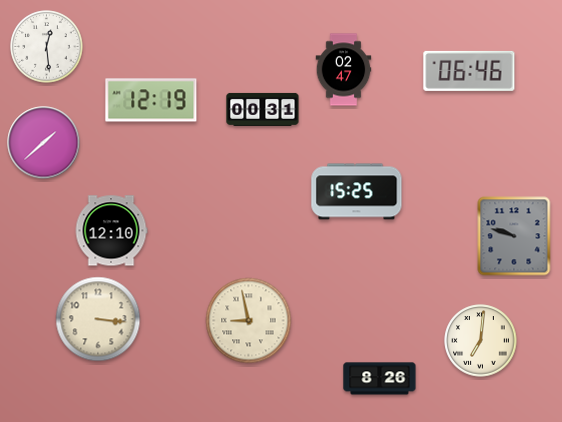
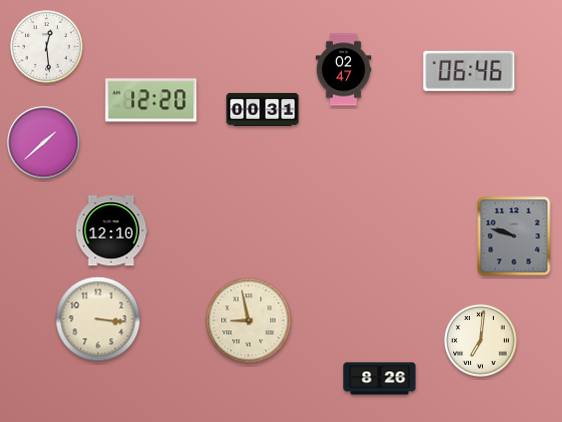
clock at (151, 100): 12:19 -> 12:20
clock at (357, 192): 15:25 -> none
